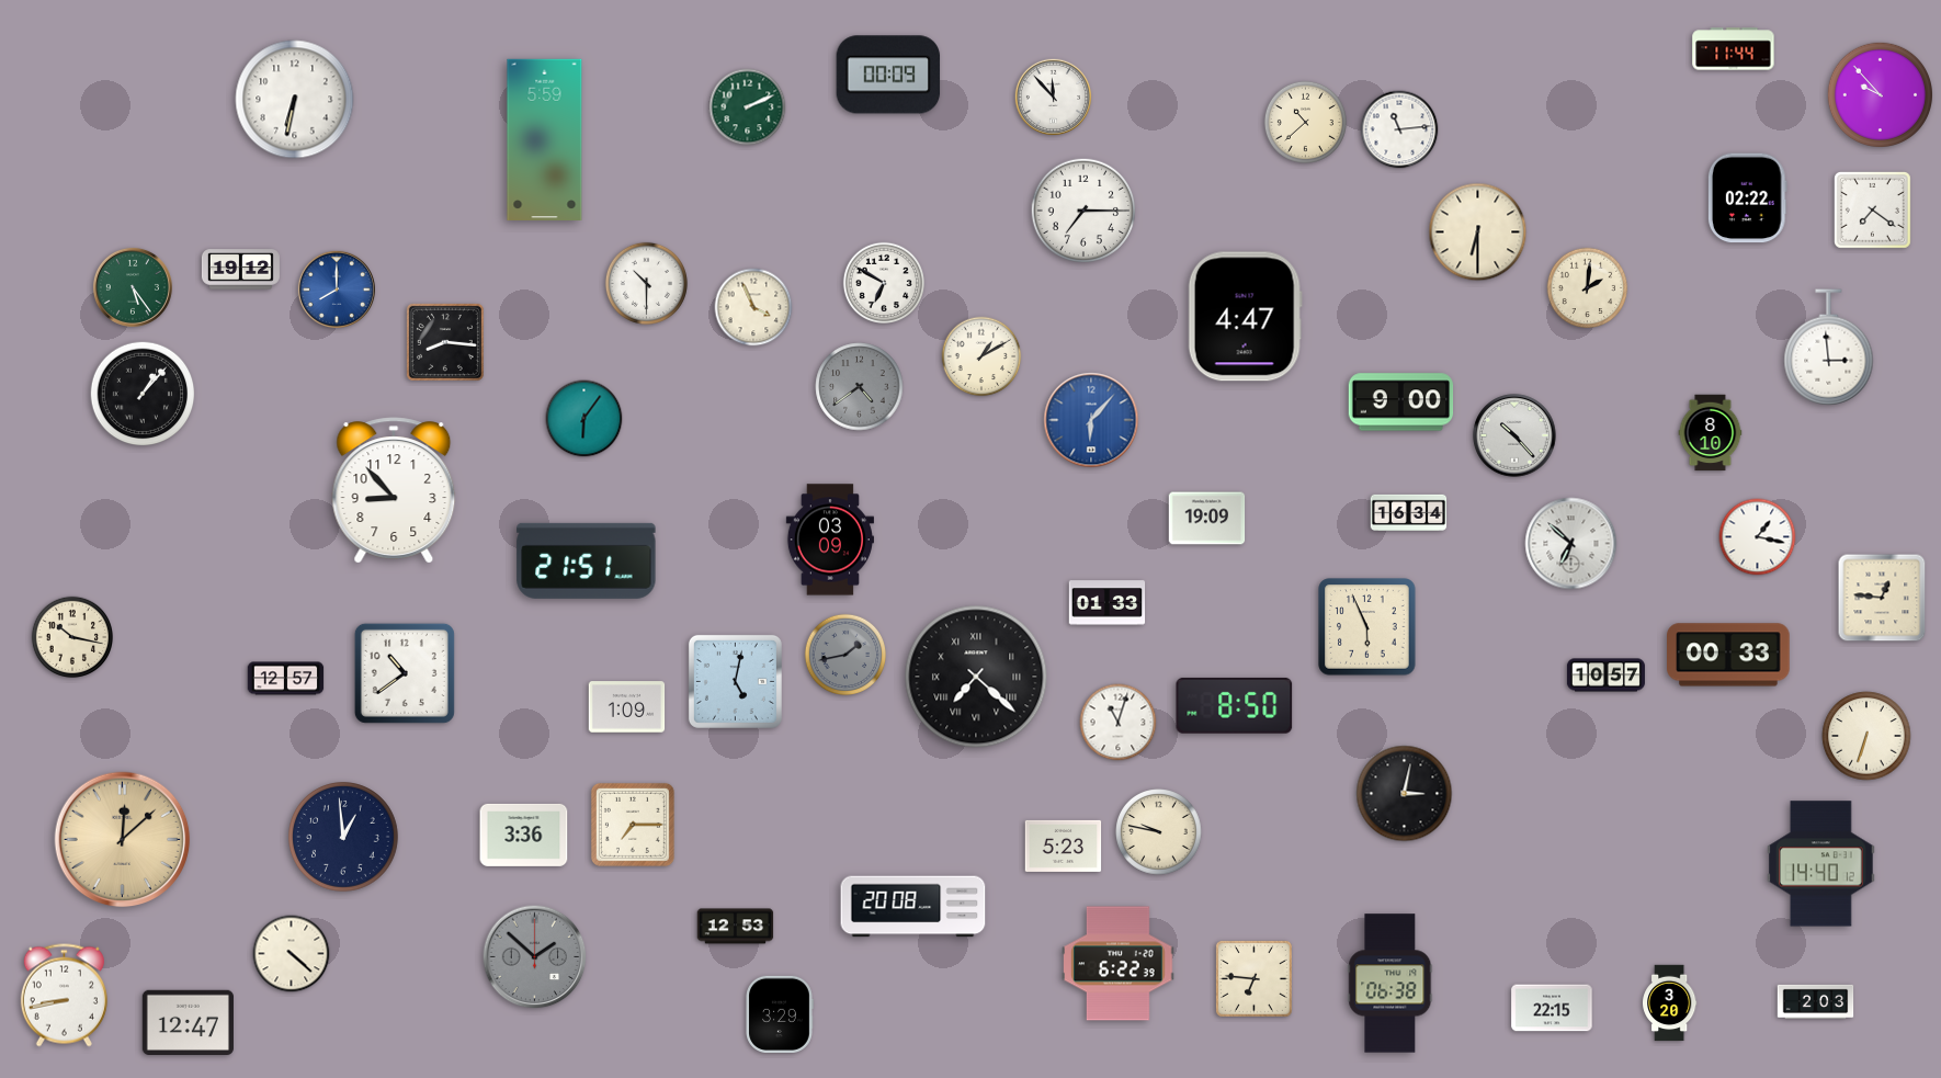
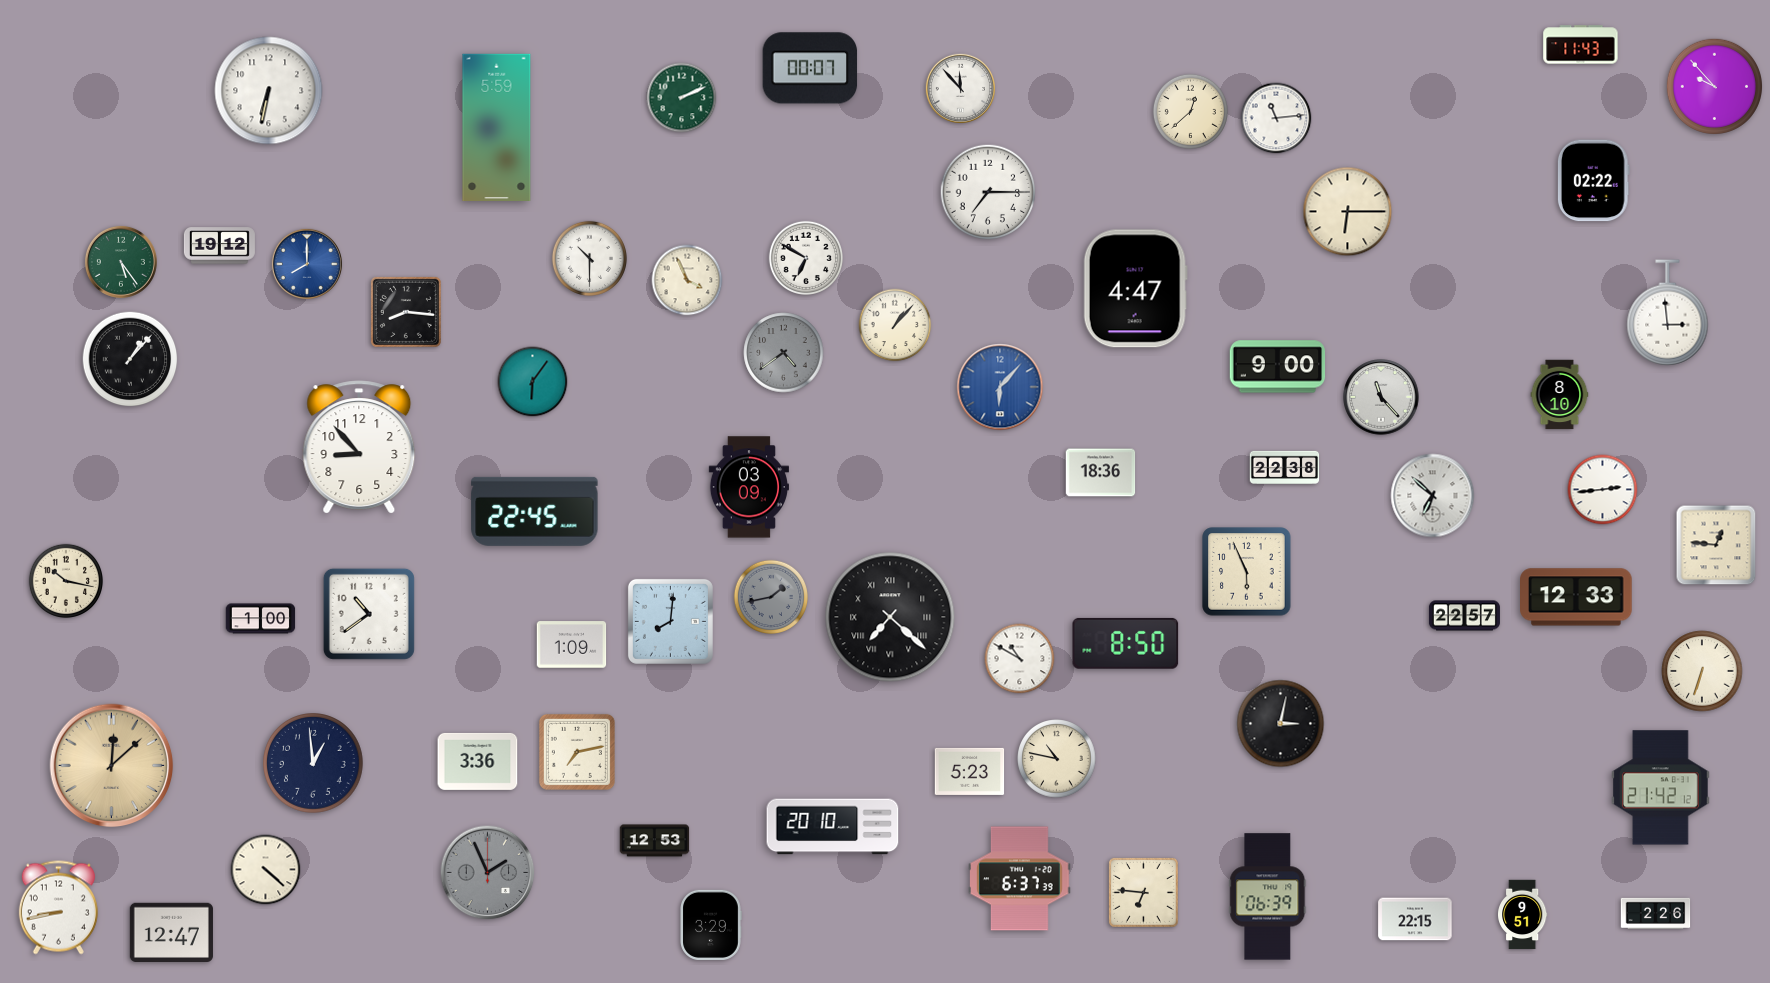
clock at (1734, 49): 11:44 -> 11:43
clock at (888, 75): 00:09 -> 00:07
clock at (1305, 122): 10:38 -> 12:38
clock at (1872, 209): 7:21 -> none
clock at (1478, 232): 6:30 -> 6:15
clock at (1588, 288): 2:01 -> none
clock at (1829, 348) position: (1829, 348) -> (1668, 313)
clock at (981, 356): 1:10 -> 1:07
clock at (1091, 420) position: (1091, 420) -> (1000, 387)
clock at (1514, 435): 10:23 -> 11:23
clock at (1409, 512): 16:34 -> 22:38
clock at (1207, 519): 19:09 -> 18:36
clock at (1758, 537): 1:17 -> 2:44
clock at (830, 540) position: (830, 540) -> (749, 487)
clock at (587, 560): 21:51 -> 22:45
clock at (1108, 603): 01:33 -> none
clock at (1729, 655): 00:33 -> 12:33
clock at (1605, 676): 10:57 -> 22:57
clock at (286, 679): 12:57 -> 1:00
clock at (735, 681): 5:02 -> 8:01
clock at (1119, 723): 11:03 -> 10:50
clock at (633, 825): 7:15 -> 7:13
clock at (1159, 832): 9:47 -> 10:47
clock at (1821, 864): 14:40 -> 21:42
clock at (913, 907): 20:08 -> 20:10
clock at (736, 927) position: (736, 927) -> (655, 841)
clock at (535, 957): 1:52 -> 1:56
clock at (1119, 964): 6:22 -> 6:37
clock at (1391, 984): 06:38 -> 06:39
clock at (1816, 1002): 2:03 -> 2:26
clock at (1670, 1003): 3:20 -> 9:51
